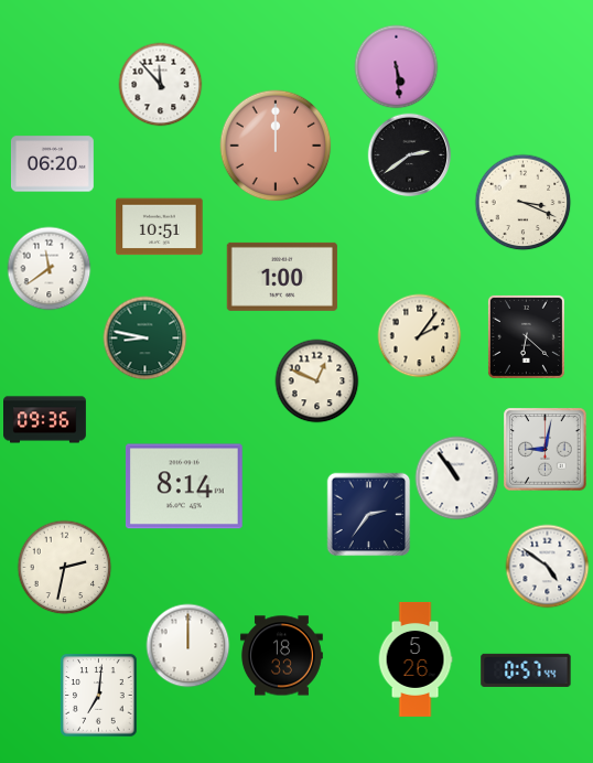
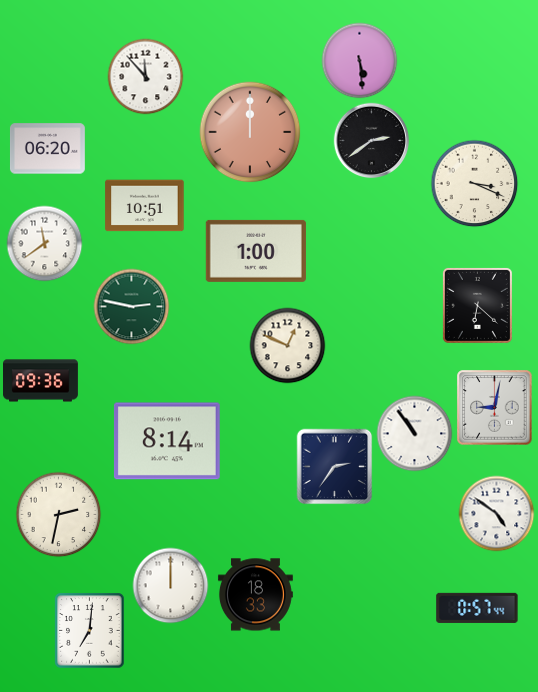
clock at (420, 336): 2:06 -> none
clock at (145, 338): 8:47 -> 2:47
clock at (416, 659): 5:26 -> none
